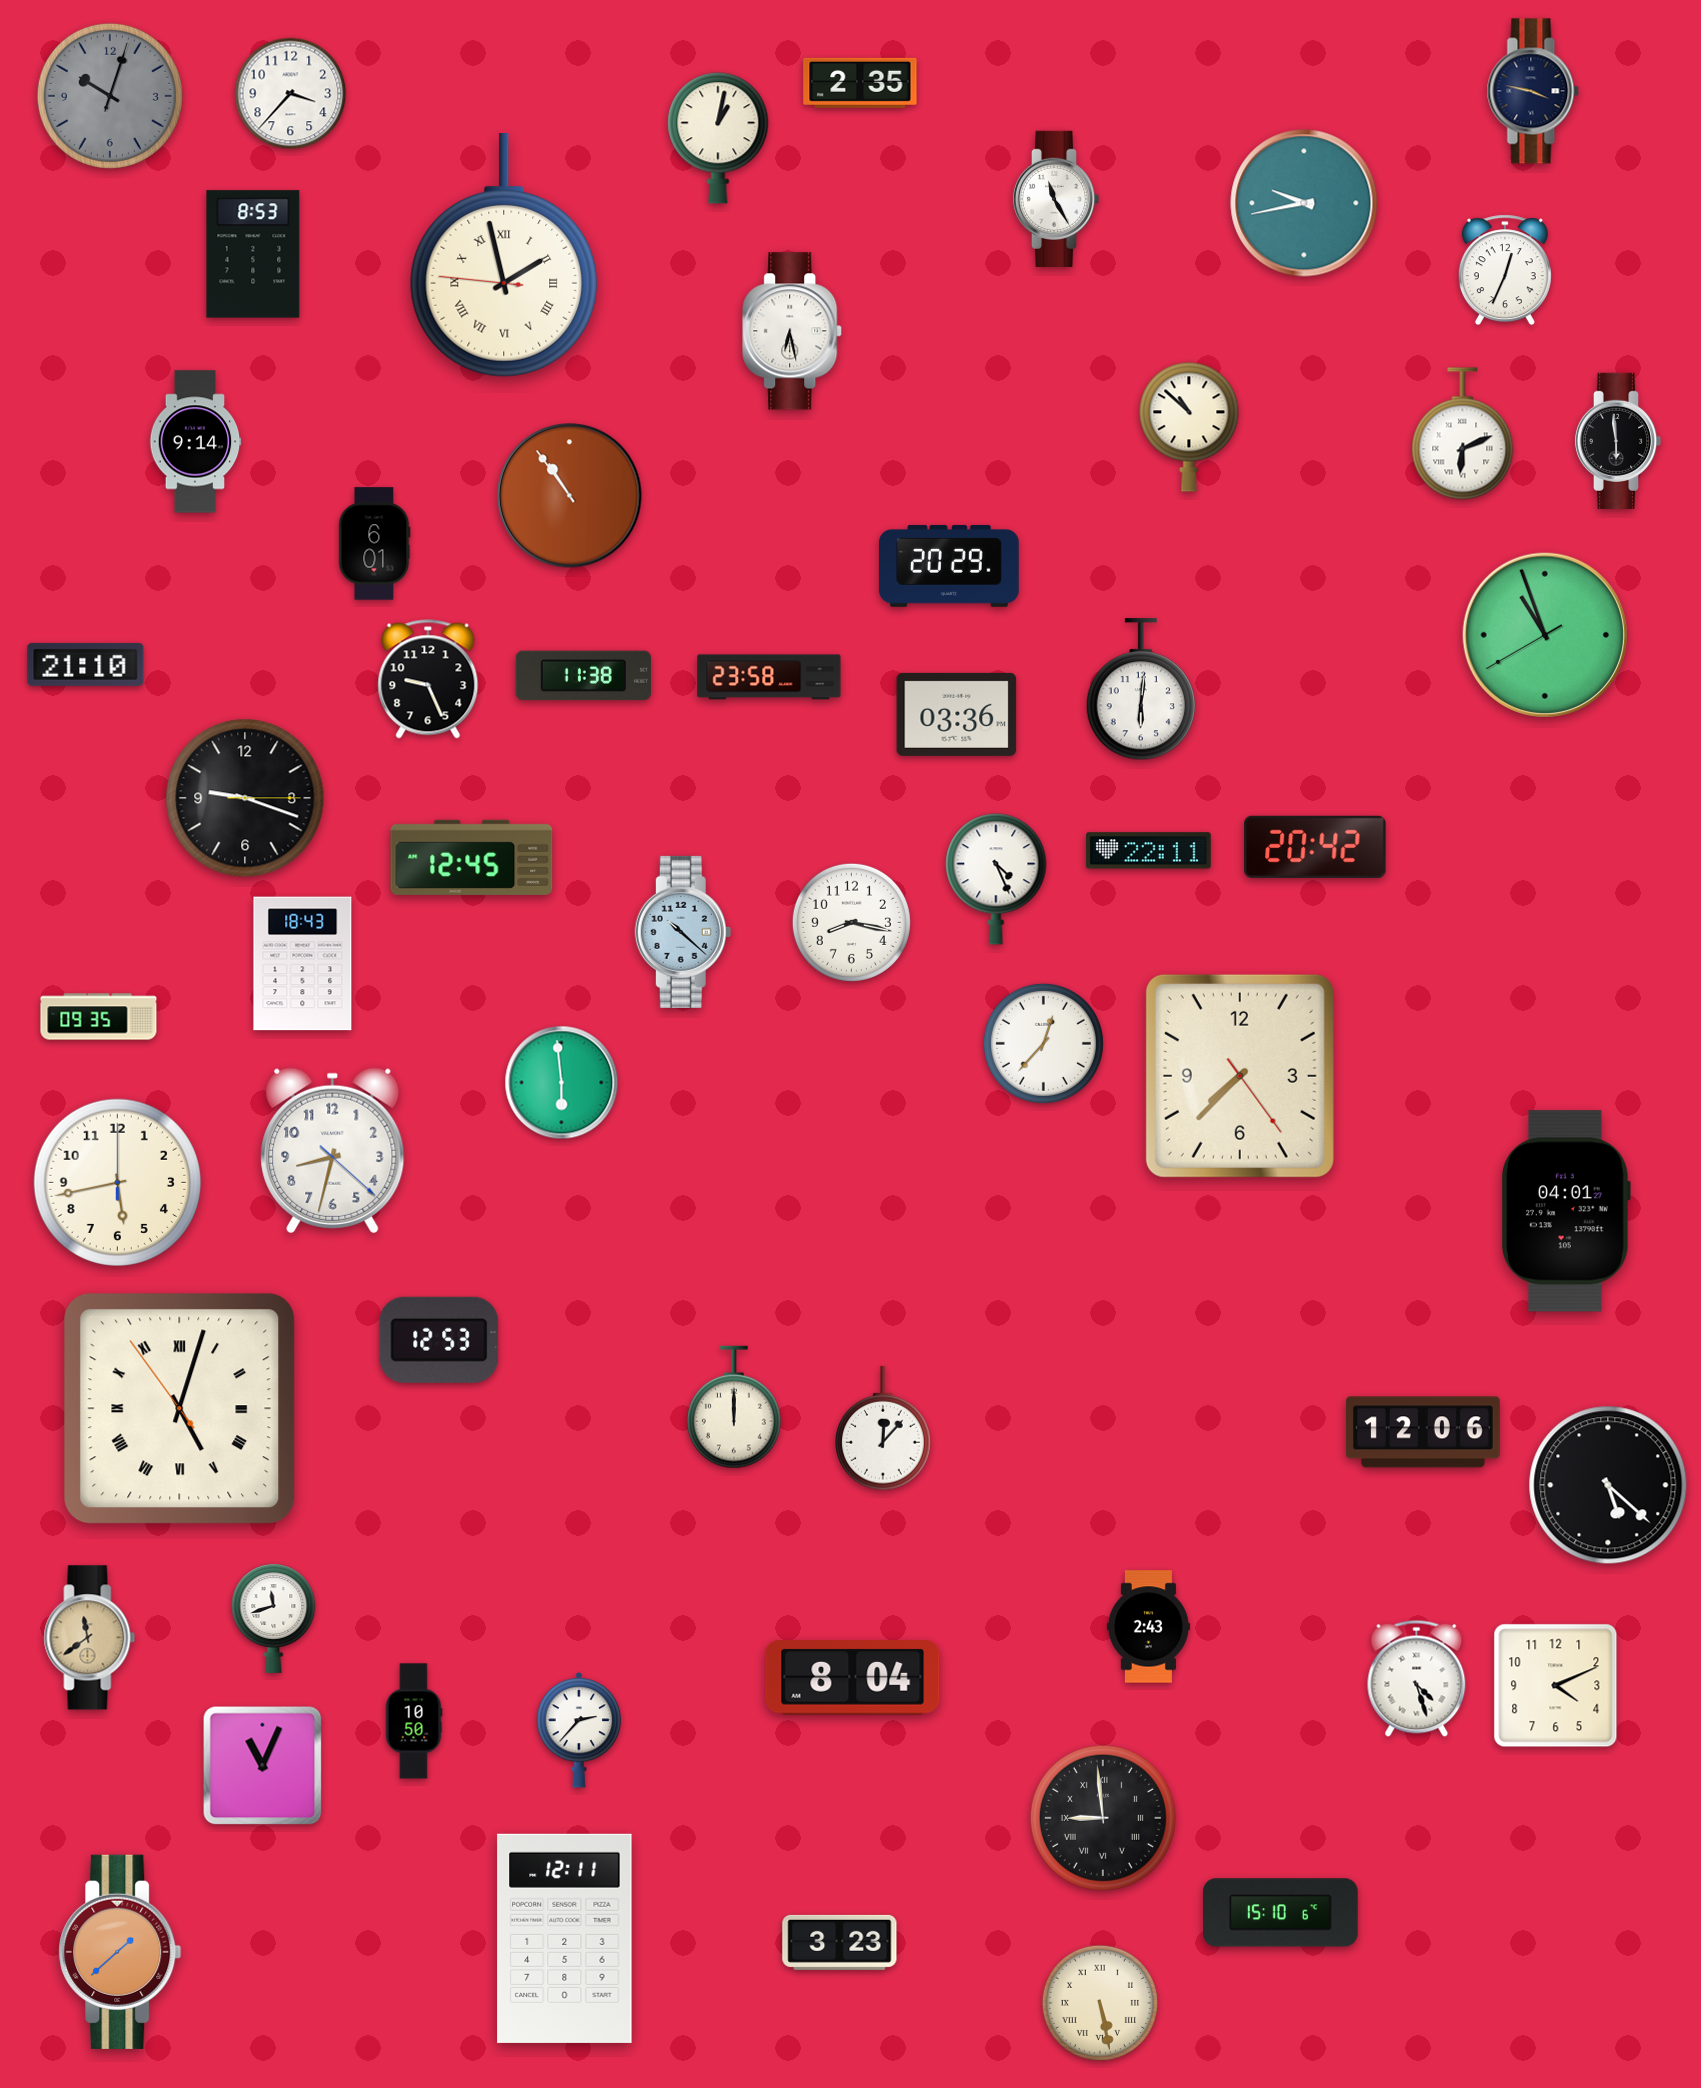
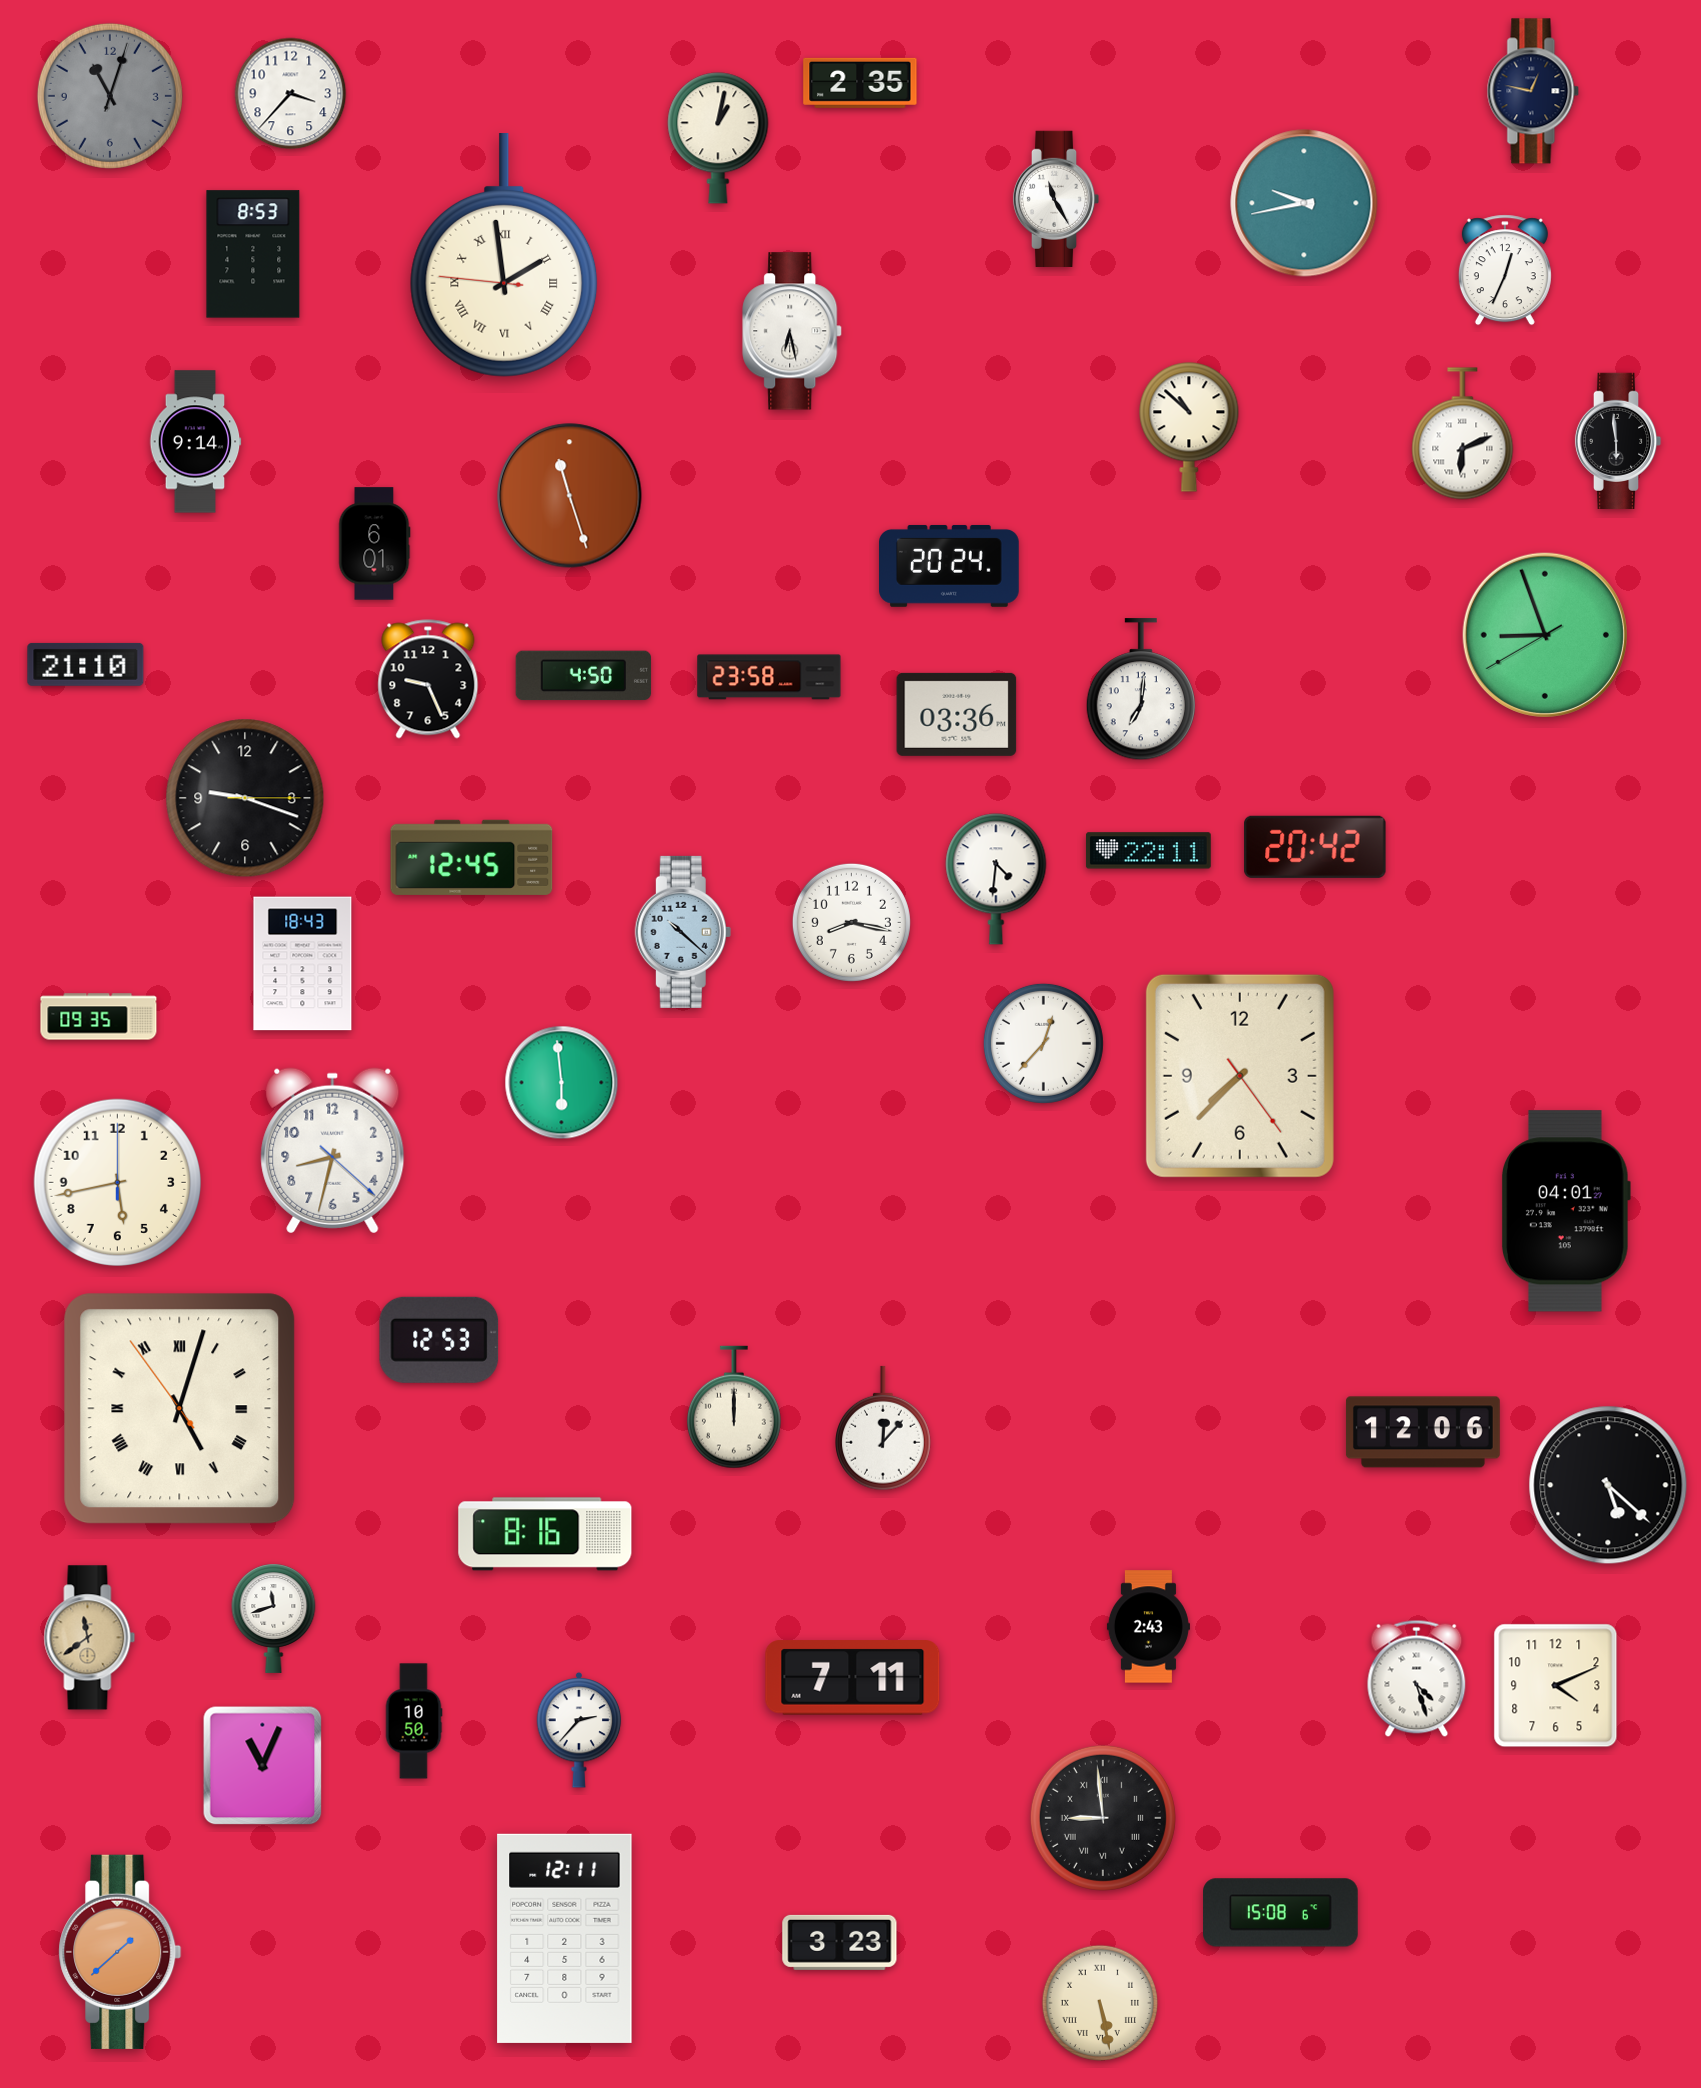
clock at (1533, 91): 3:47 -> 12:47
clock at (110, 96): 10:03 -> 11:03
clock at (504, 255): 1:57 -> 1:58
clock at (570, 496): 10:54 -> 11:27
clock at (950, 566): 20:29 -> 20:24
clock at (1545, 635): 10:56 -> 8:56
clock at (584, 676): 11:38 -> 4:50
clock at (1141, 690): 6:01 -> 7:01
clock at (996, 879): 4:26 -> 4:31
clock at (545, 1534): none -> 8:16
clock at (853, 1678): 8:04 -> 7:11
clock at (1281, 1913): 15:10 -> 15:08
